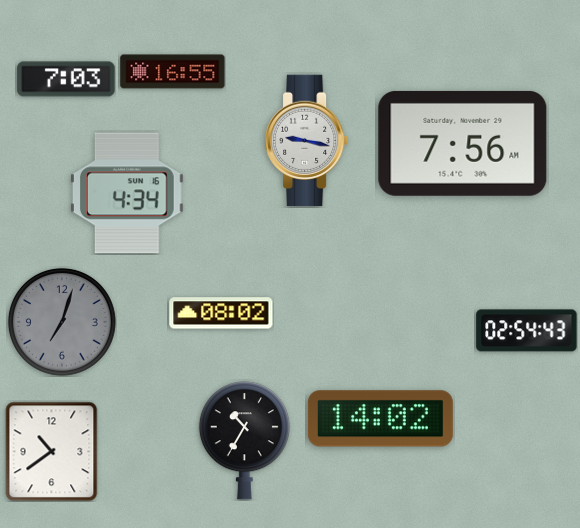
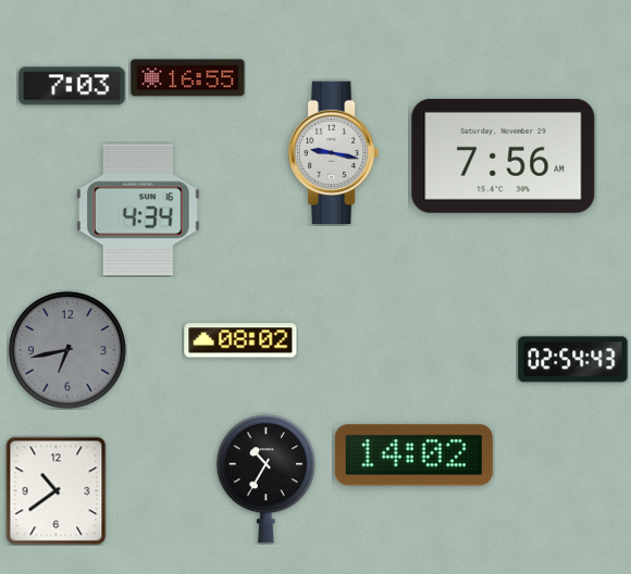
clock at (62, 322): 7:03 -> 6:43
